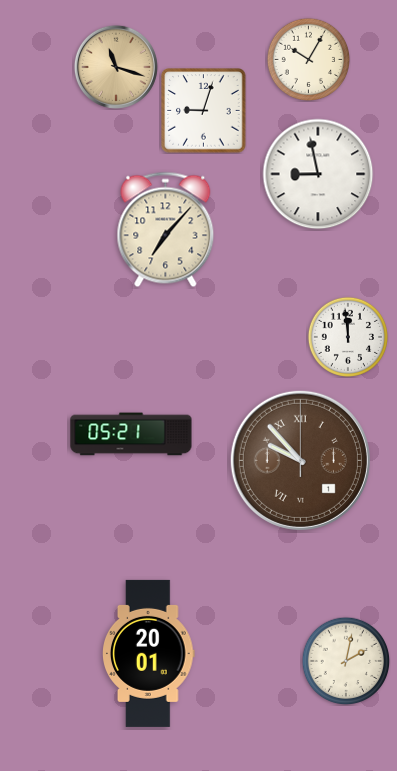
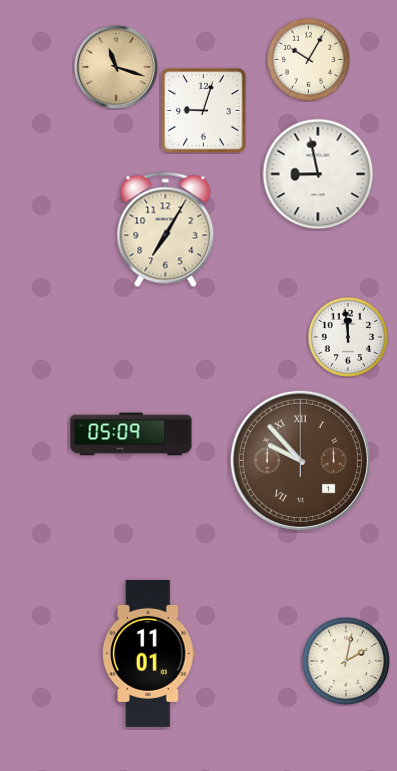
clock at (166, 230): 7:07 -> 7:05
clock at (131, 434): 05:21 -> 05:09
clock at (149, 653): 20:01 -> 11:01
